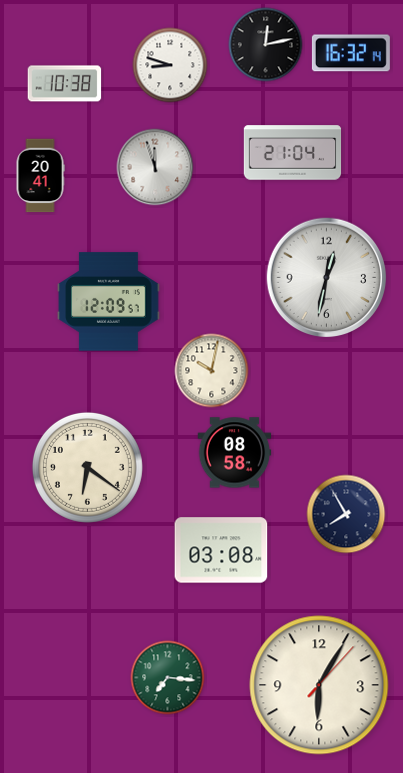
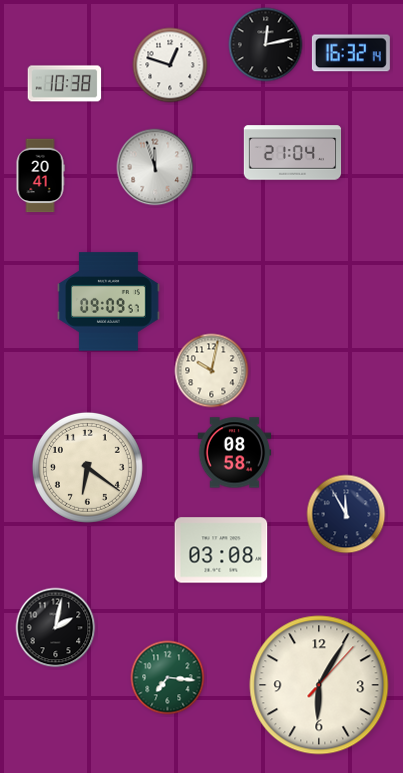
clock at (170, 65): 8:48 -> 12:48
clock at (327, 278): 12:32 -> none
clock at (109, 302): 12:09 -> 09:09
clock at (346, 514): 7:55 -> 11:55
clock at (56, 628): none -> 2:02
